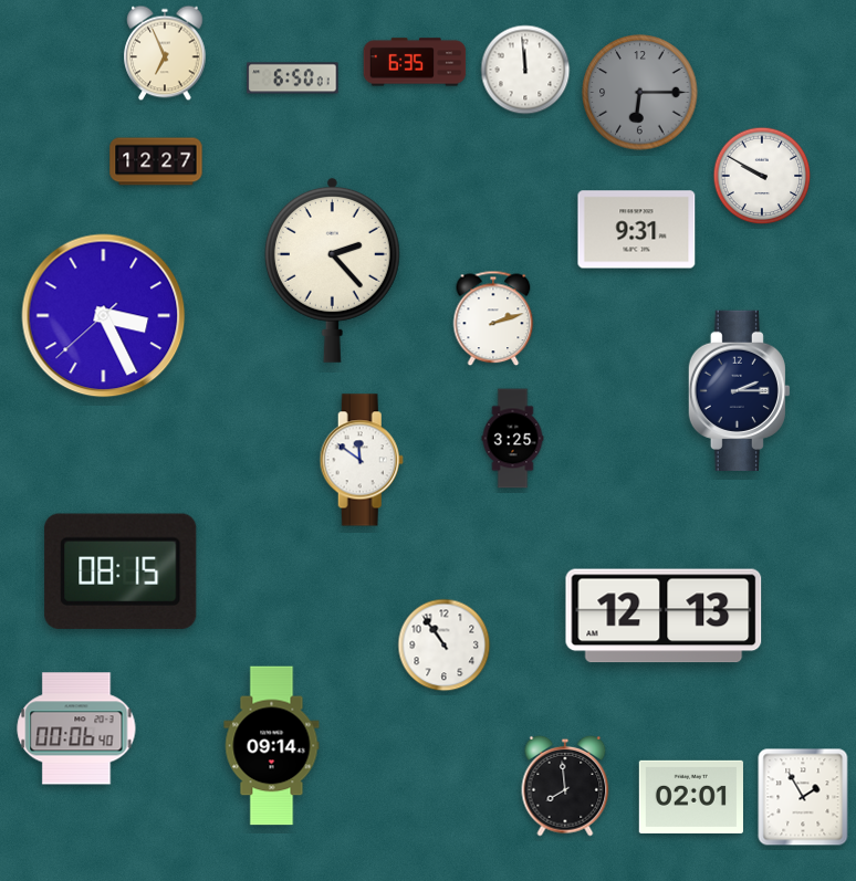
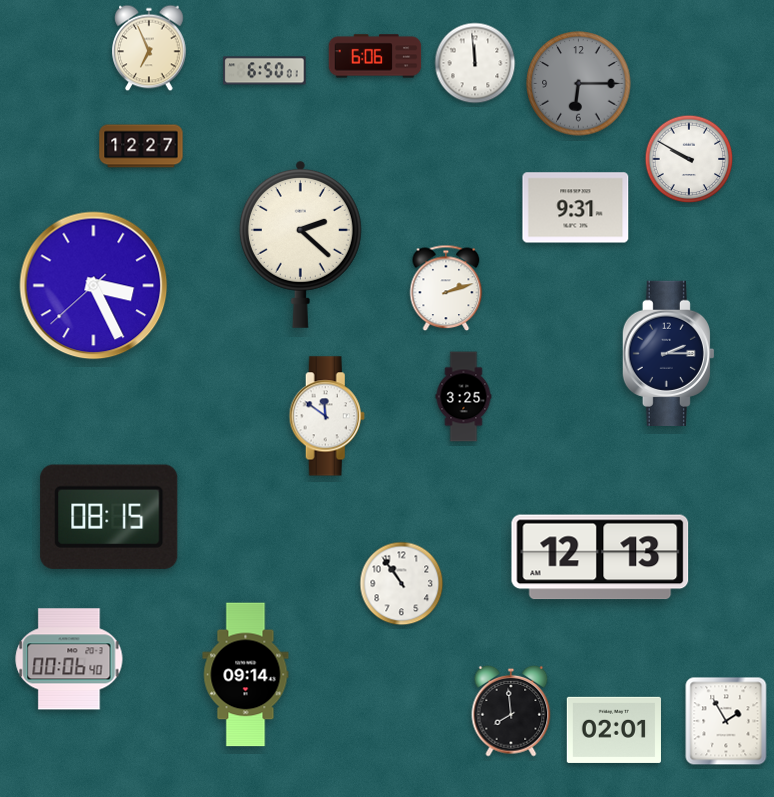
clock at (415, 62): 6:35 -> 6:06
clock at (332, 270): 2:23 -> 2:22
clock at (691, 797) position: (691, 797) -> (614, 730)
